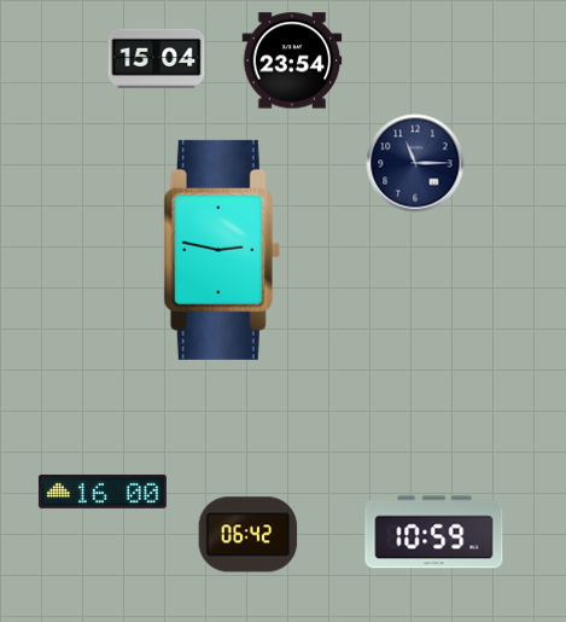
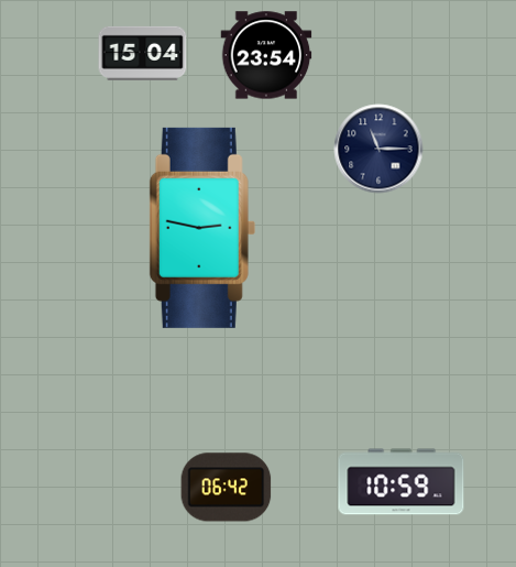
clock at (103, 492): 16:00 -> none
clock at (434, 533) position: (434, 533) -> (402, 482)
